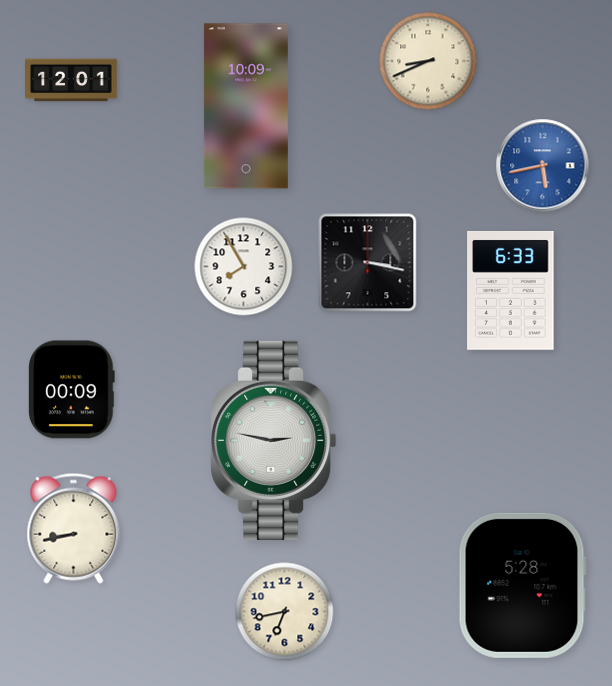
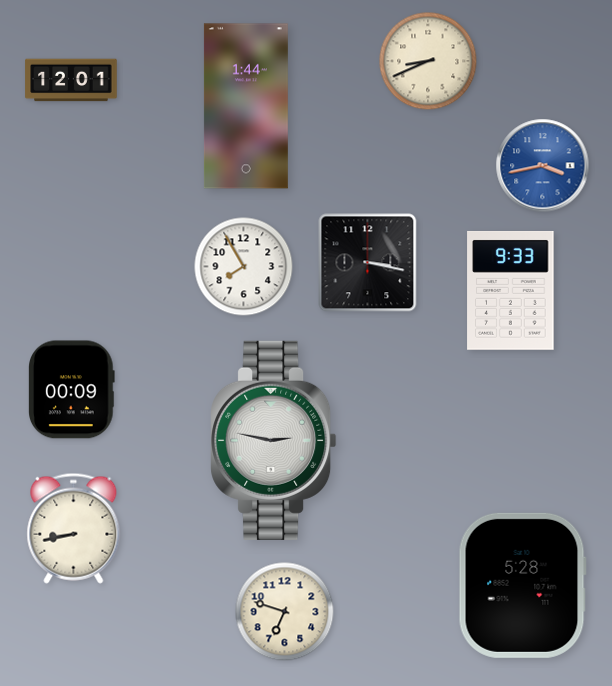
clock at (246, 106): 10:09 -> 1:44
clock at (543, 166): 5:43 -> 3:43
clock at (511, 290): 6:33 -> 9:33
clock at (285, 612): 6:43 -> 6:48
